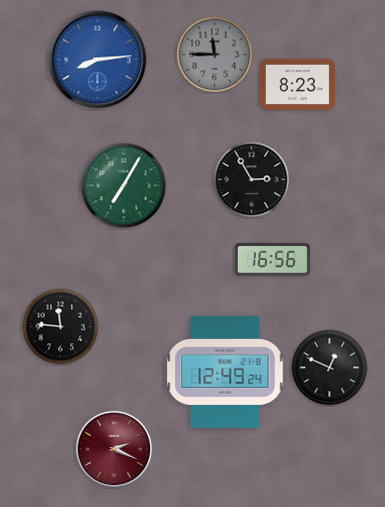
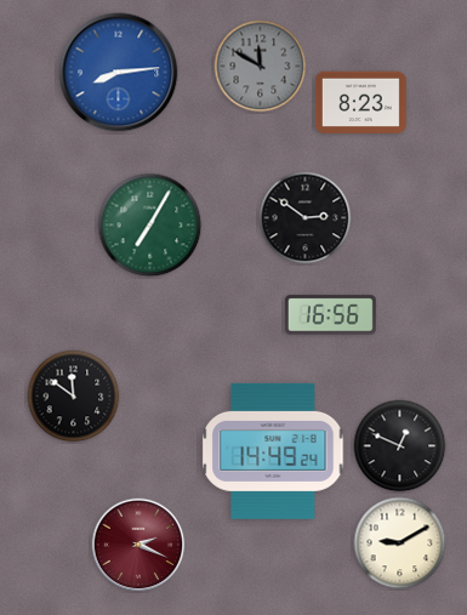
clock at (215, 55): 11:45 -> 11:50
clock at (252, 180): 2:55 -> 2:51
clock at (61, 327): 11:46 -> 11:51
clock at (225, 372): 12:49 -> 14:49
clock at (400, 543): none -> 9:10
